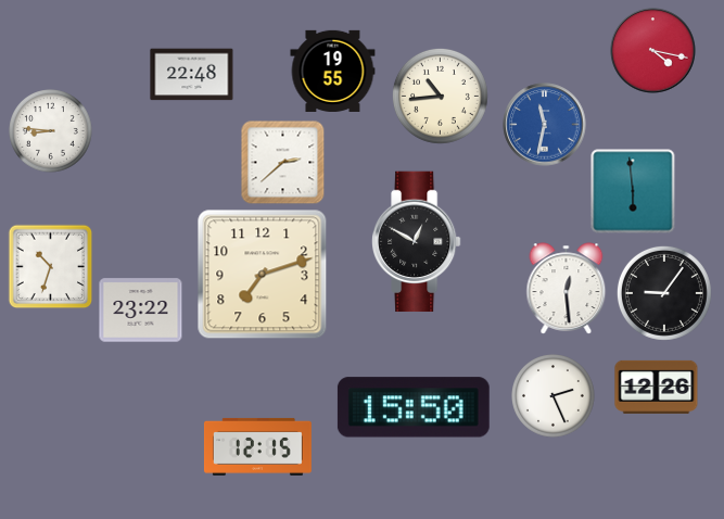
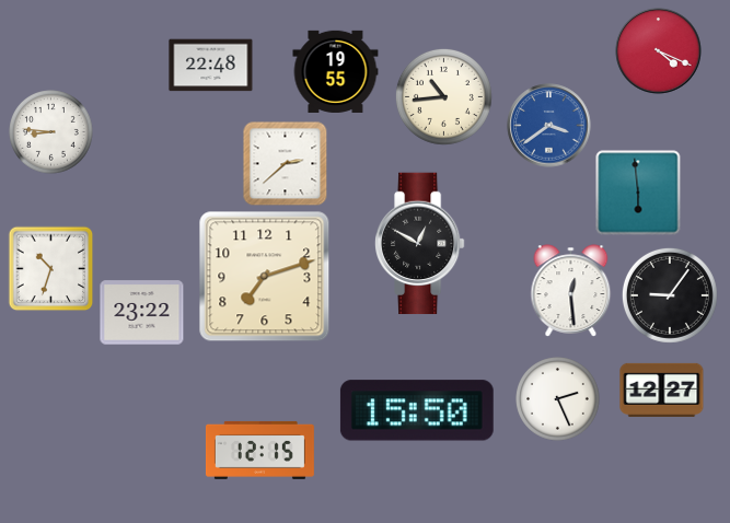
clock at (653, 51): 4:17 -> 4:19
clock at (192, 75) position: (192, 75) -> (211, 66)
clock at (545, 125): 11:32 -> 3:39
clock at (657, 387): 12:26 -> 12:27
